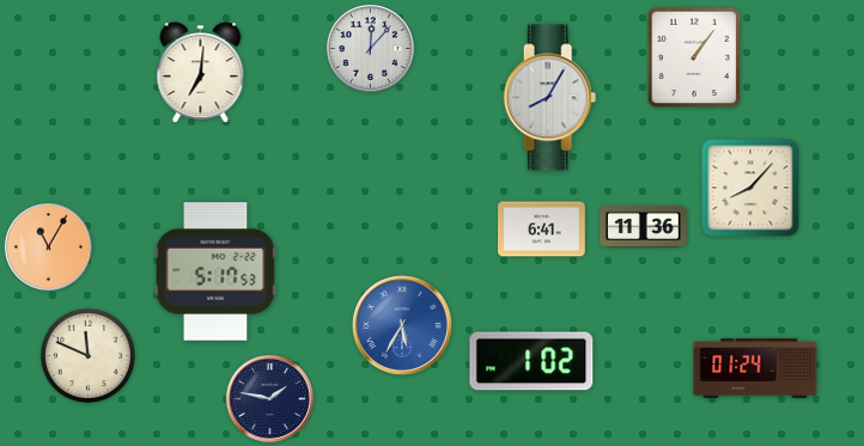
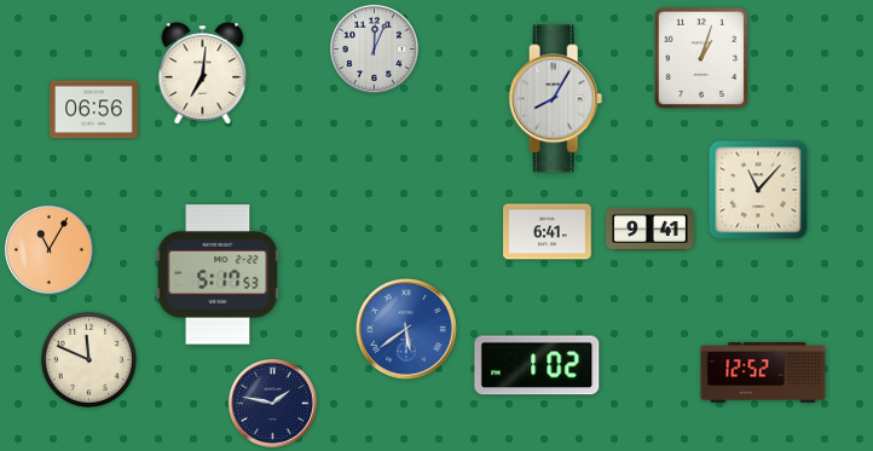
clock at (370, 48): 12:07 -> 12:04
clock at (694, 57): 1:06 -> 1:03
clock at (94, 110): none -> 06:56
clock at (750, 188): 8:07 -> 11:07
clock at (644, 226): 11:36 -> 9:41
clock at (403, 326): 5:35 -> 5:39
clock at (755, 369): 01:24 -> 12:52
